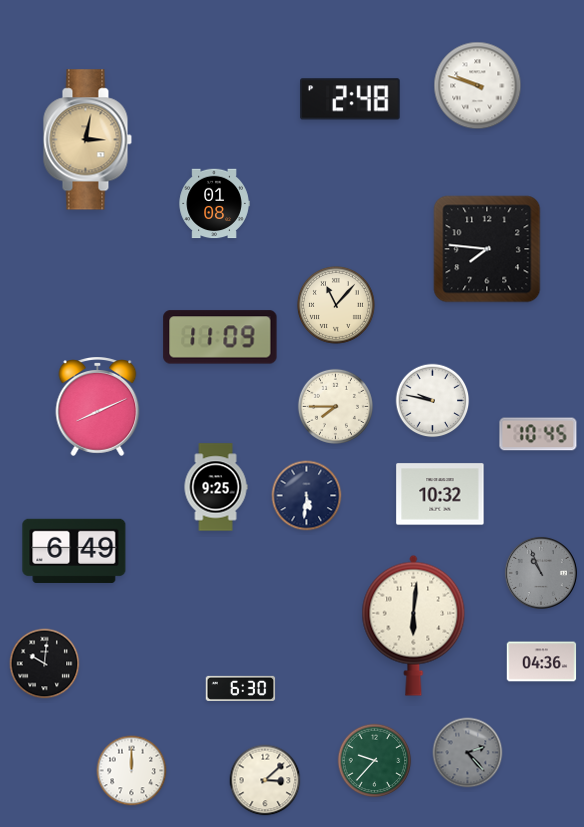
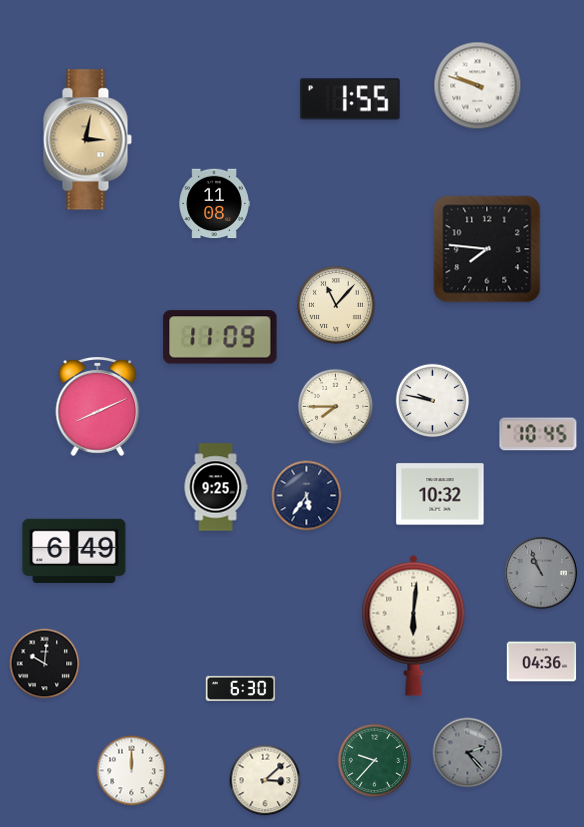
clock at (350, 99): 2:48 -> 1:55
clock at (214, 204): 01:08 -> 11:08
clock at (307, 496): 5:31 -> 5:36
